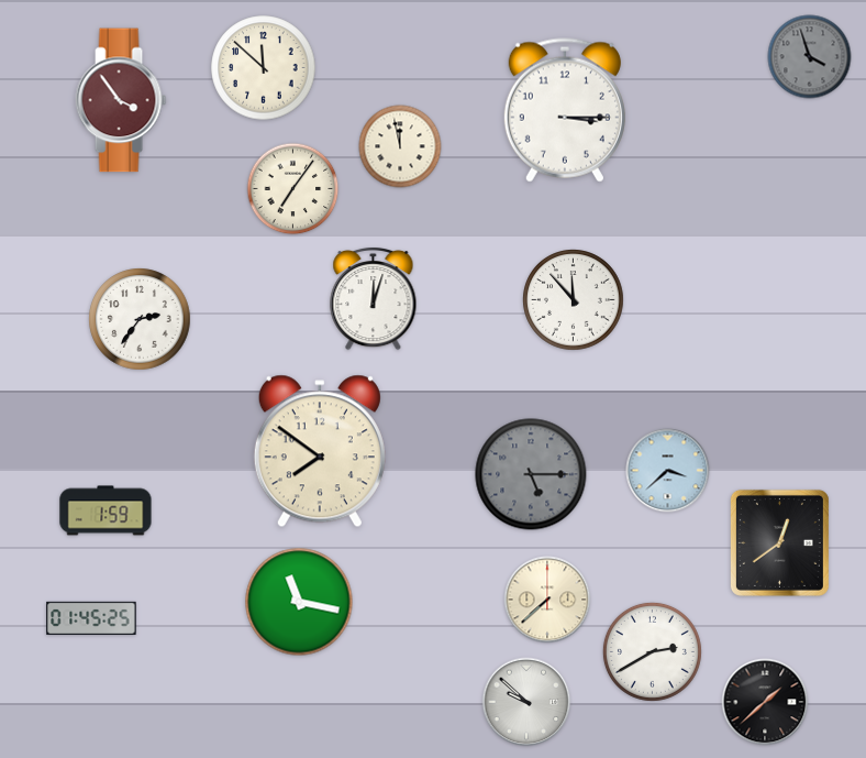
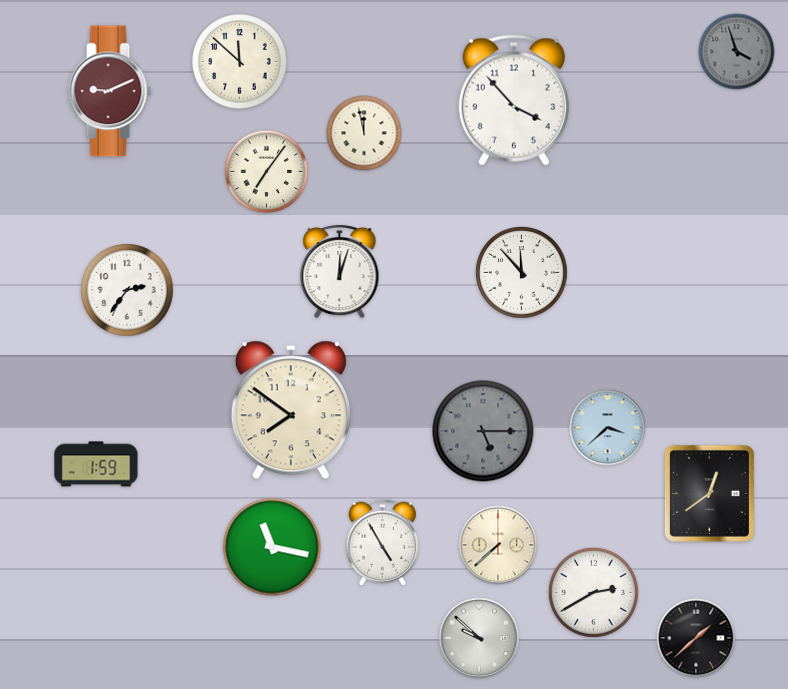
clock at (121, 100): 3:54 -> 9:11
clock at (565, 110): 3:15 -> 3:53
clock at (383, 542): none -> 4:55
clock at (91, 618): 01:45 -> none
